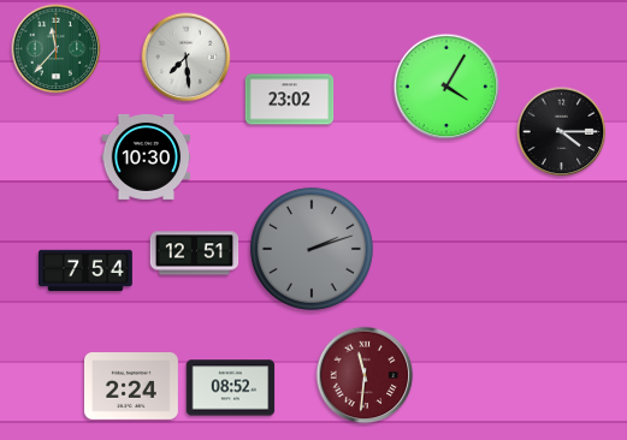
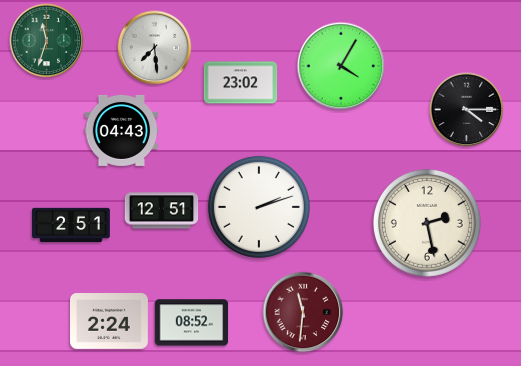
clock at (57, 49): 11:37 -> 11:33
clock at (446, 87) position: (446, 87) -> (341, 66)
clock at (147, 156): 10:30 -> 04:43
clock at (312, 249) dial: grey -> white
clock at (427, 223): none -> 2:28
clock at (87, 270): 7:54 -> 2:51
